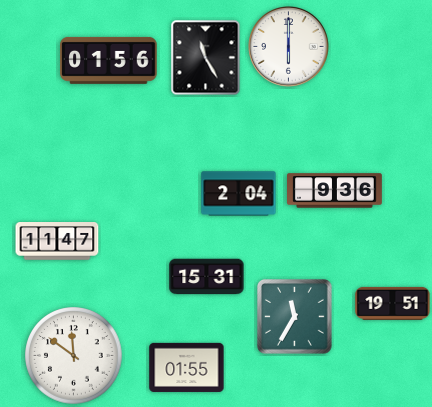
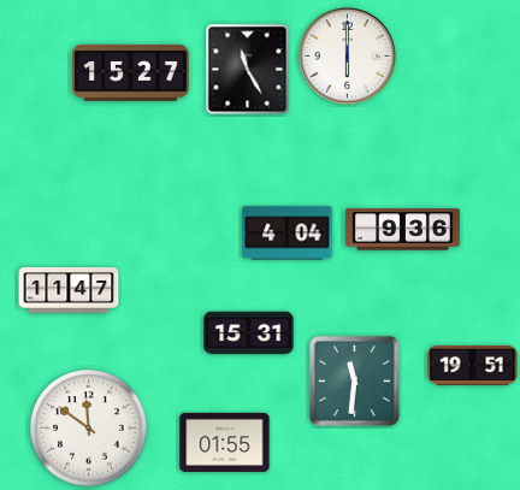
clock at (109, 60): 01:56 -> 15:27
clock at (239, 194): 2:04 -> 4:04
clock at (295, 317): 11:35 -> 11:31
